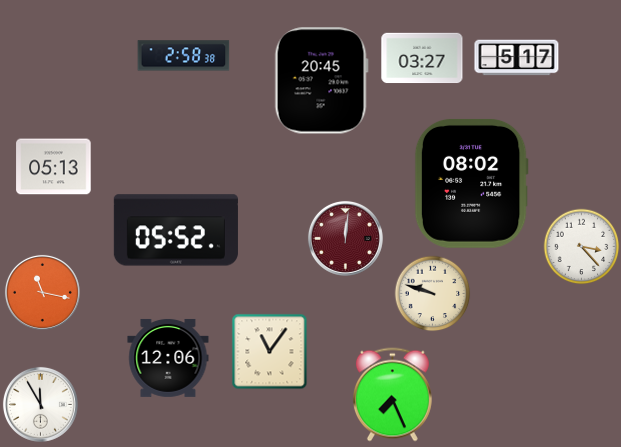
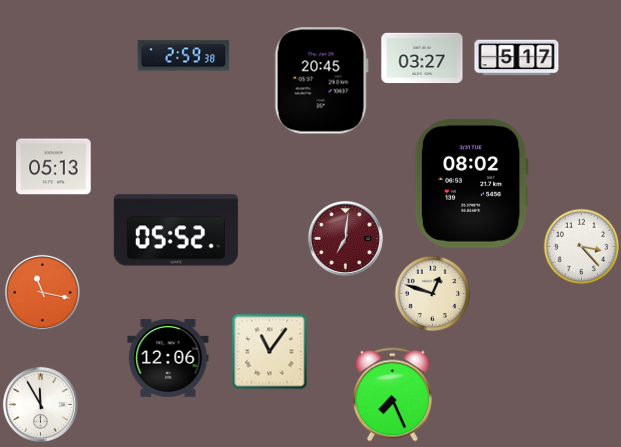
clock at (184, 56): 2:58 -> 2:59
clock at (345, 238): 12:01 -> 7:01
clock at (433, 294): 9:48 -> 12:48
